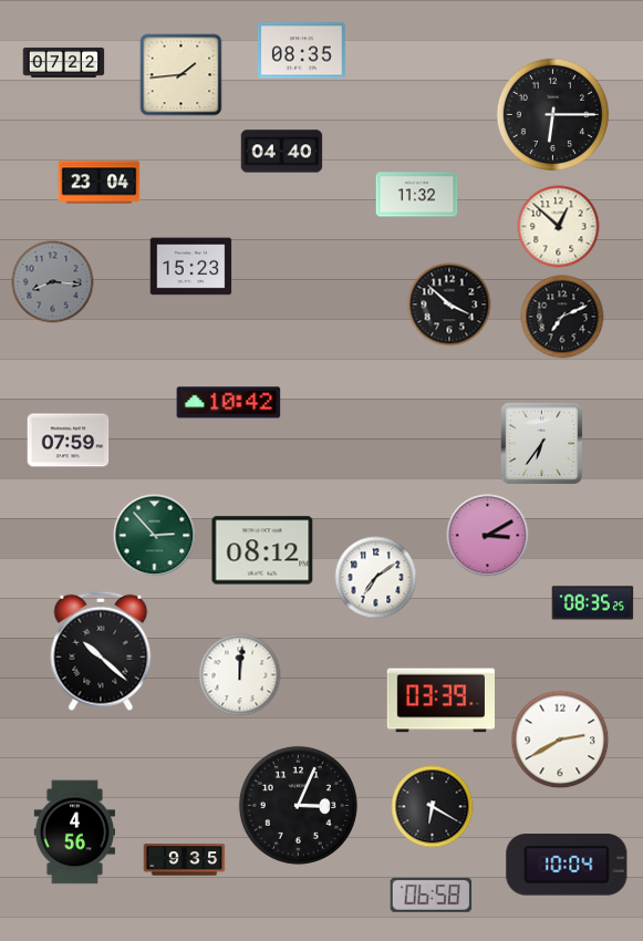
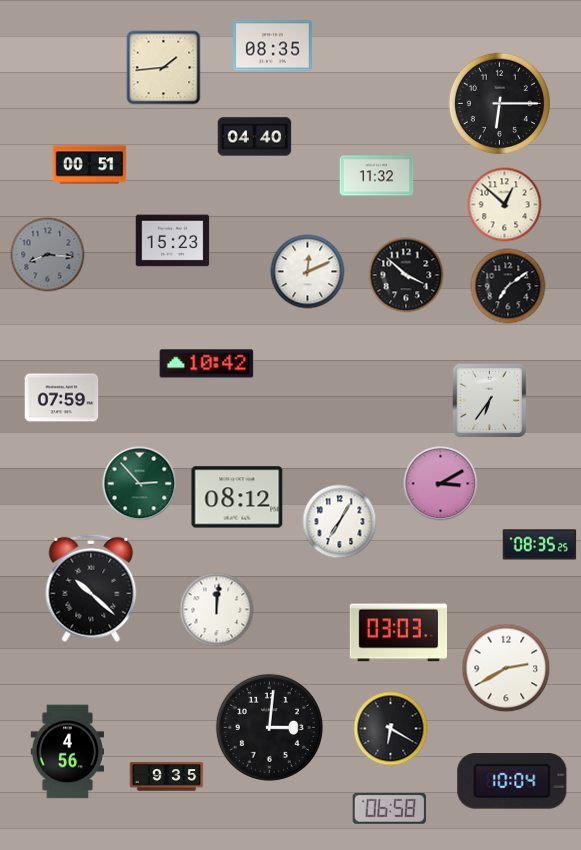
clock at (64, 62): 07:22 -> none
clock at (100, 183): 23:04 -> 00:51
clock at (308, 272): none -> 12:11
clock at (562, 317): 7:11 -> 7:09
clock at (376, 578): 7:09 -> 7:05
clock at (593, 603) position: (593, 603) -> (540, 545)
clock at (440, 701): 03:39 -> 03:03
clock at (298, 805): 3:04 -> 3:01
